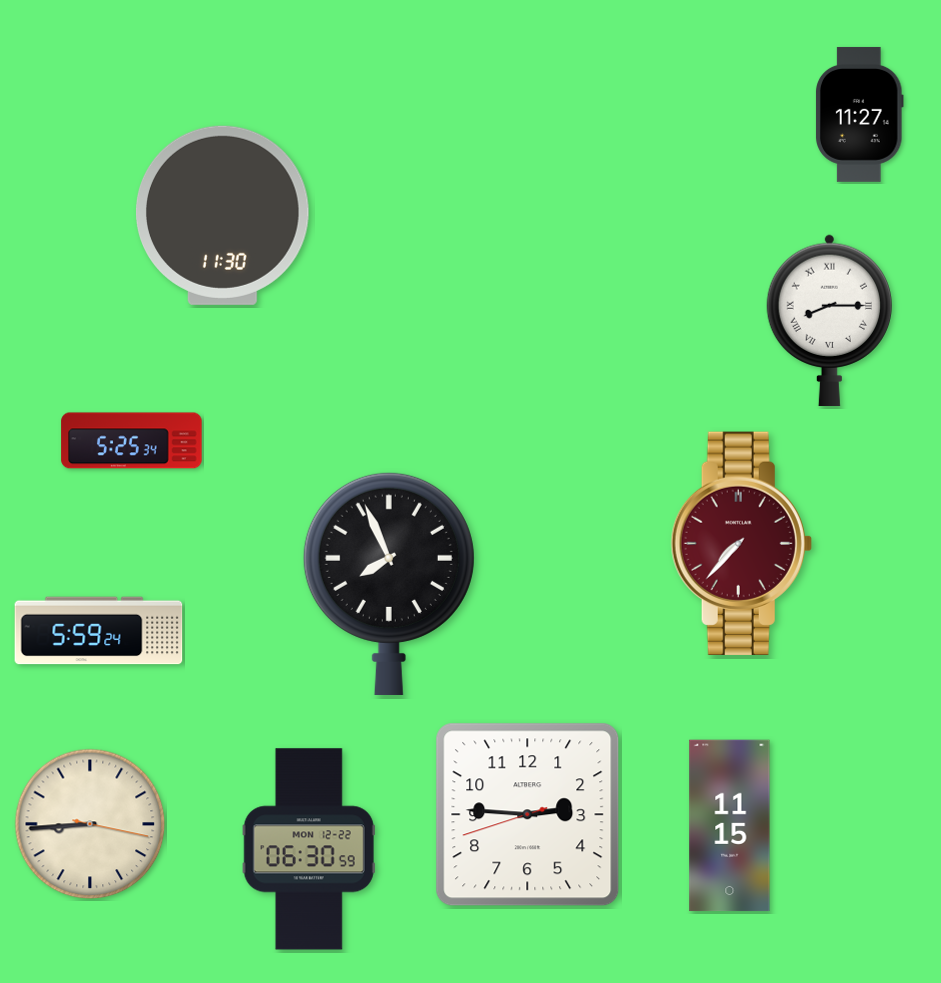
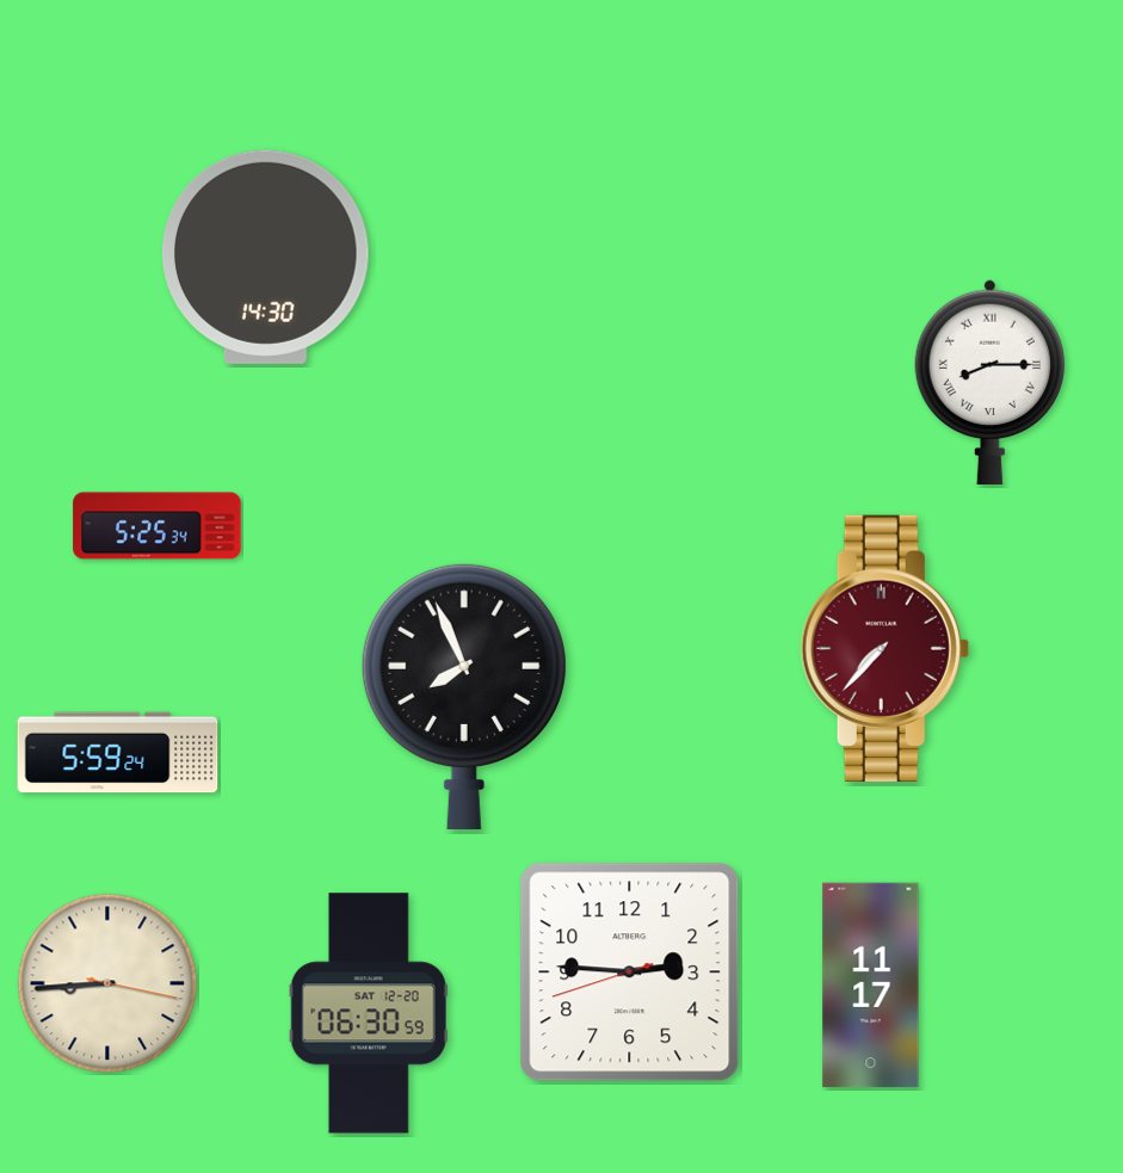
clock at (859, 114): 11:27 -> none
clock at (222, 215): 11:30 -> 14:30
clock at (730, 826): 11:15 -> 11:17
clock at (309, 849) date: MON 12-22 -> SAT 12-20
